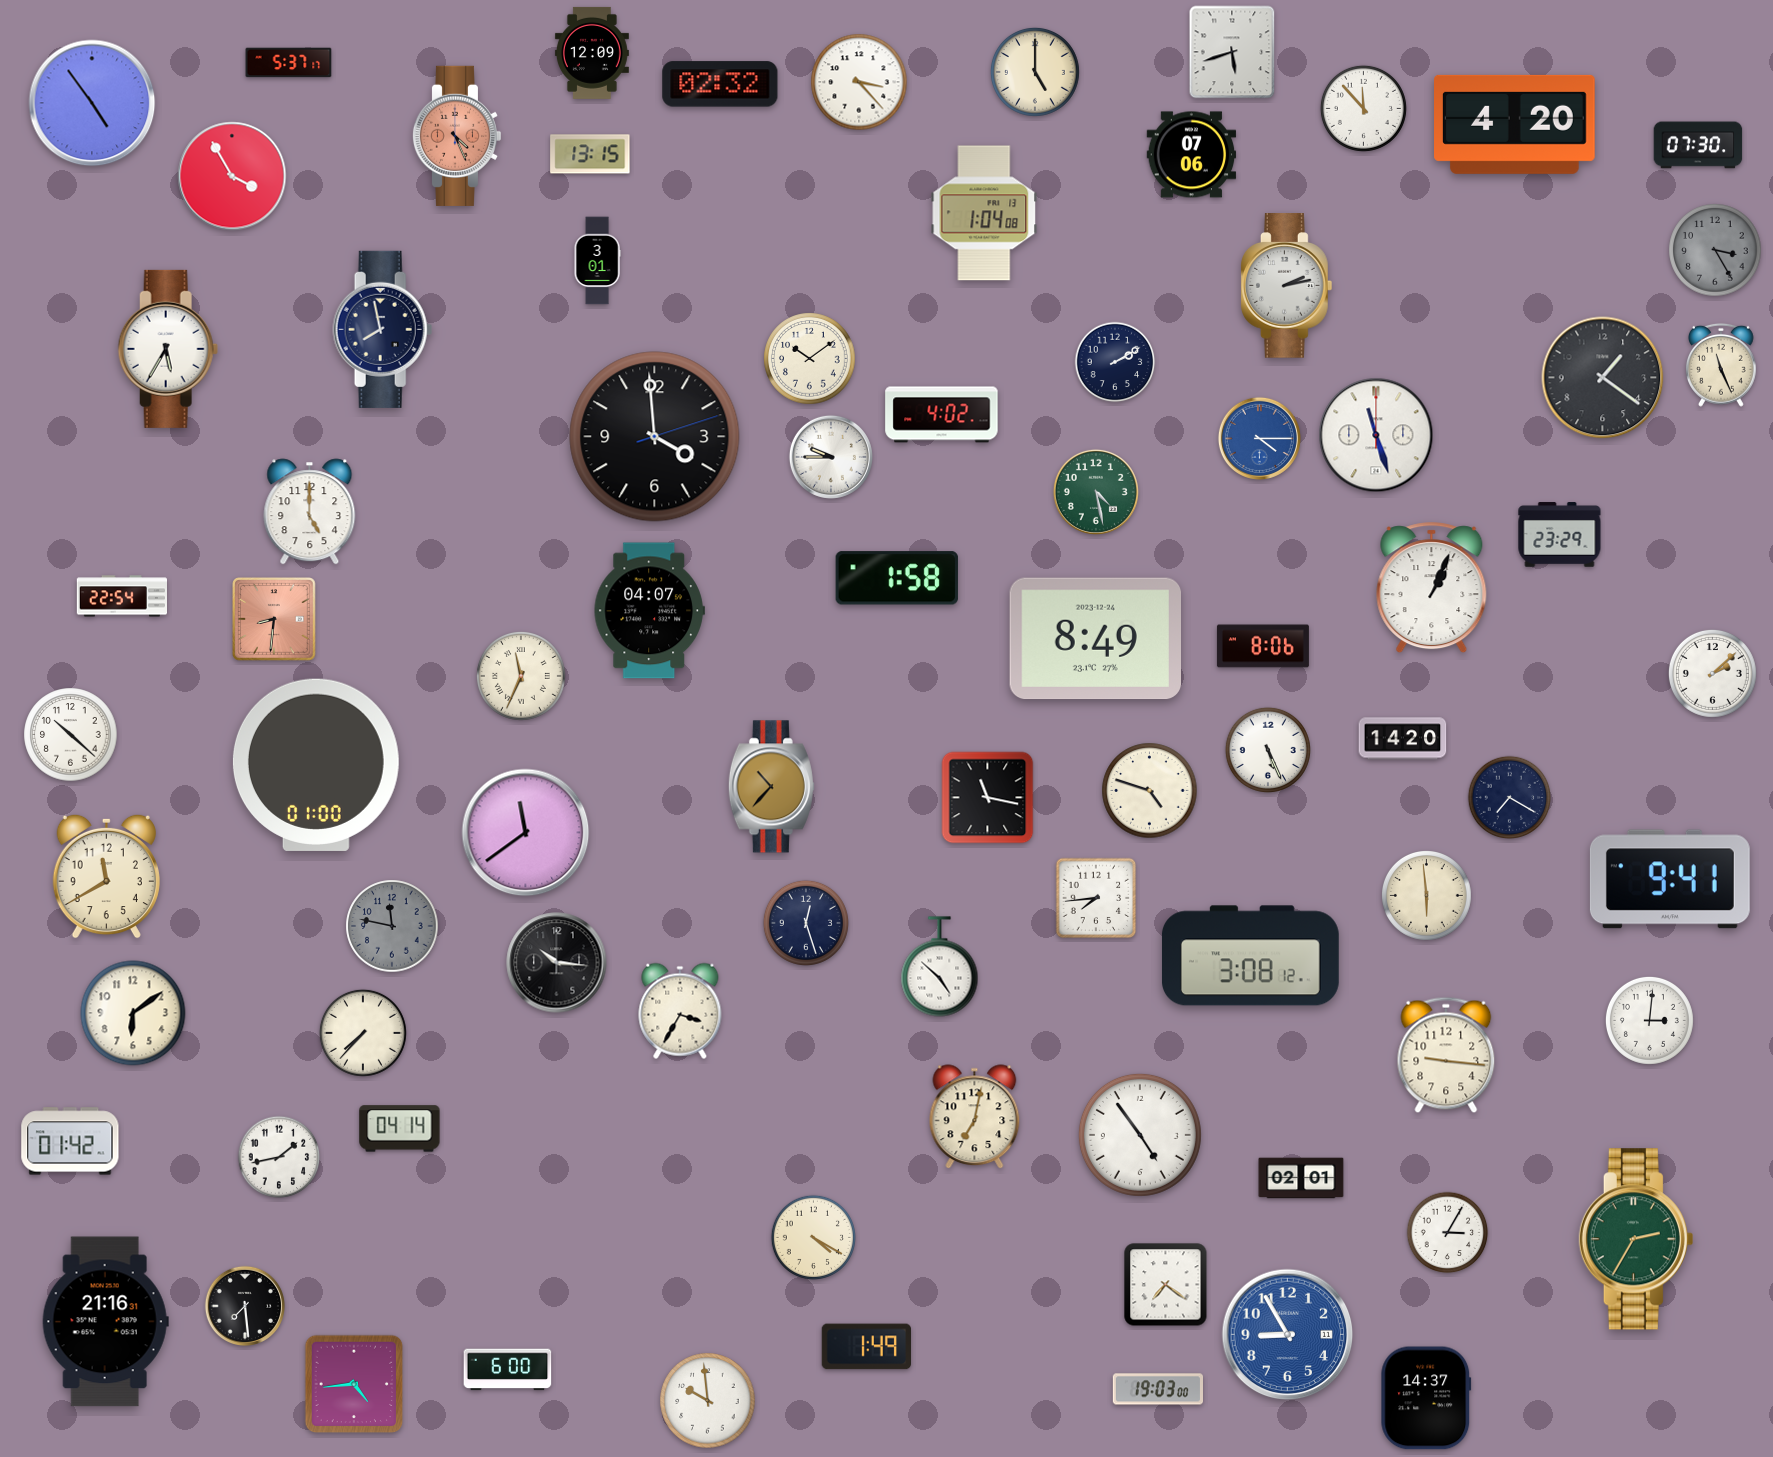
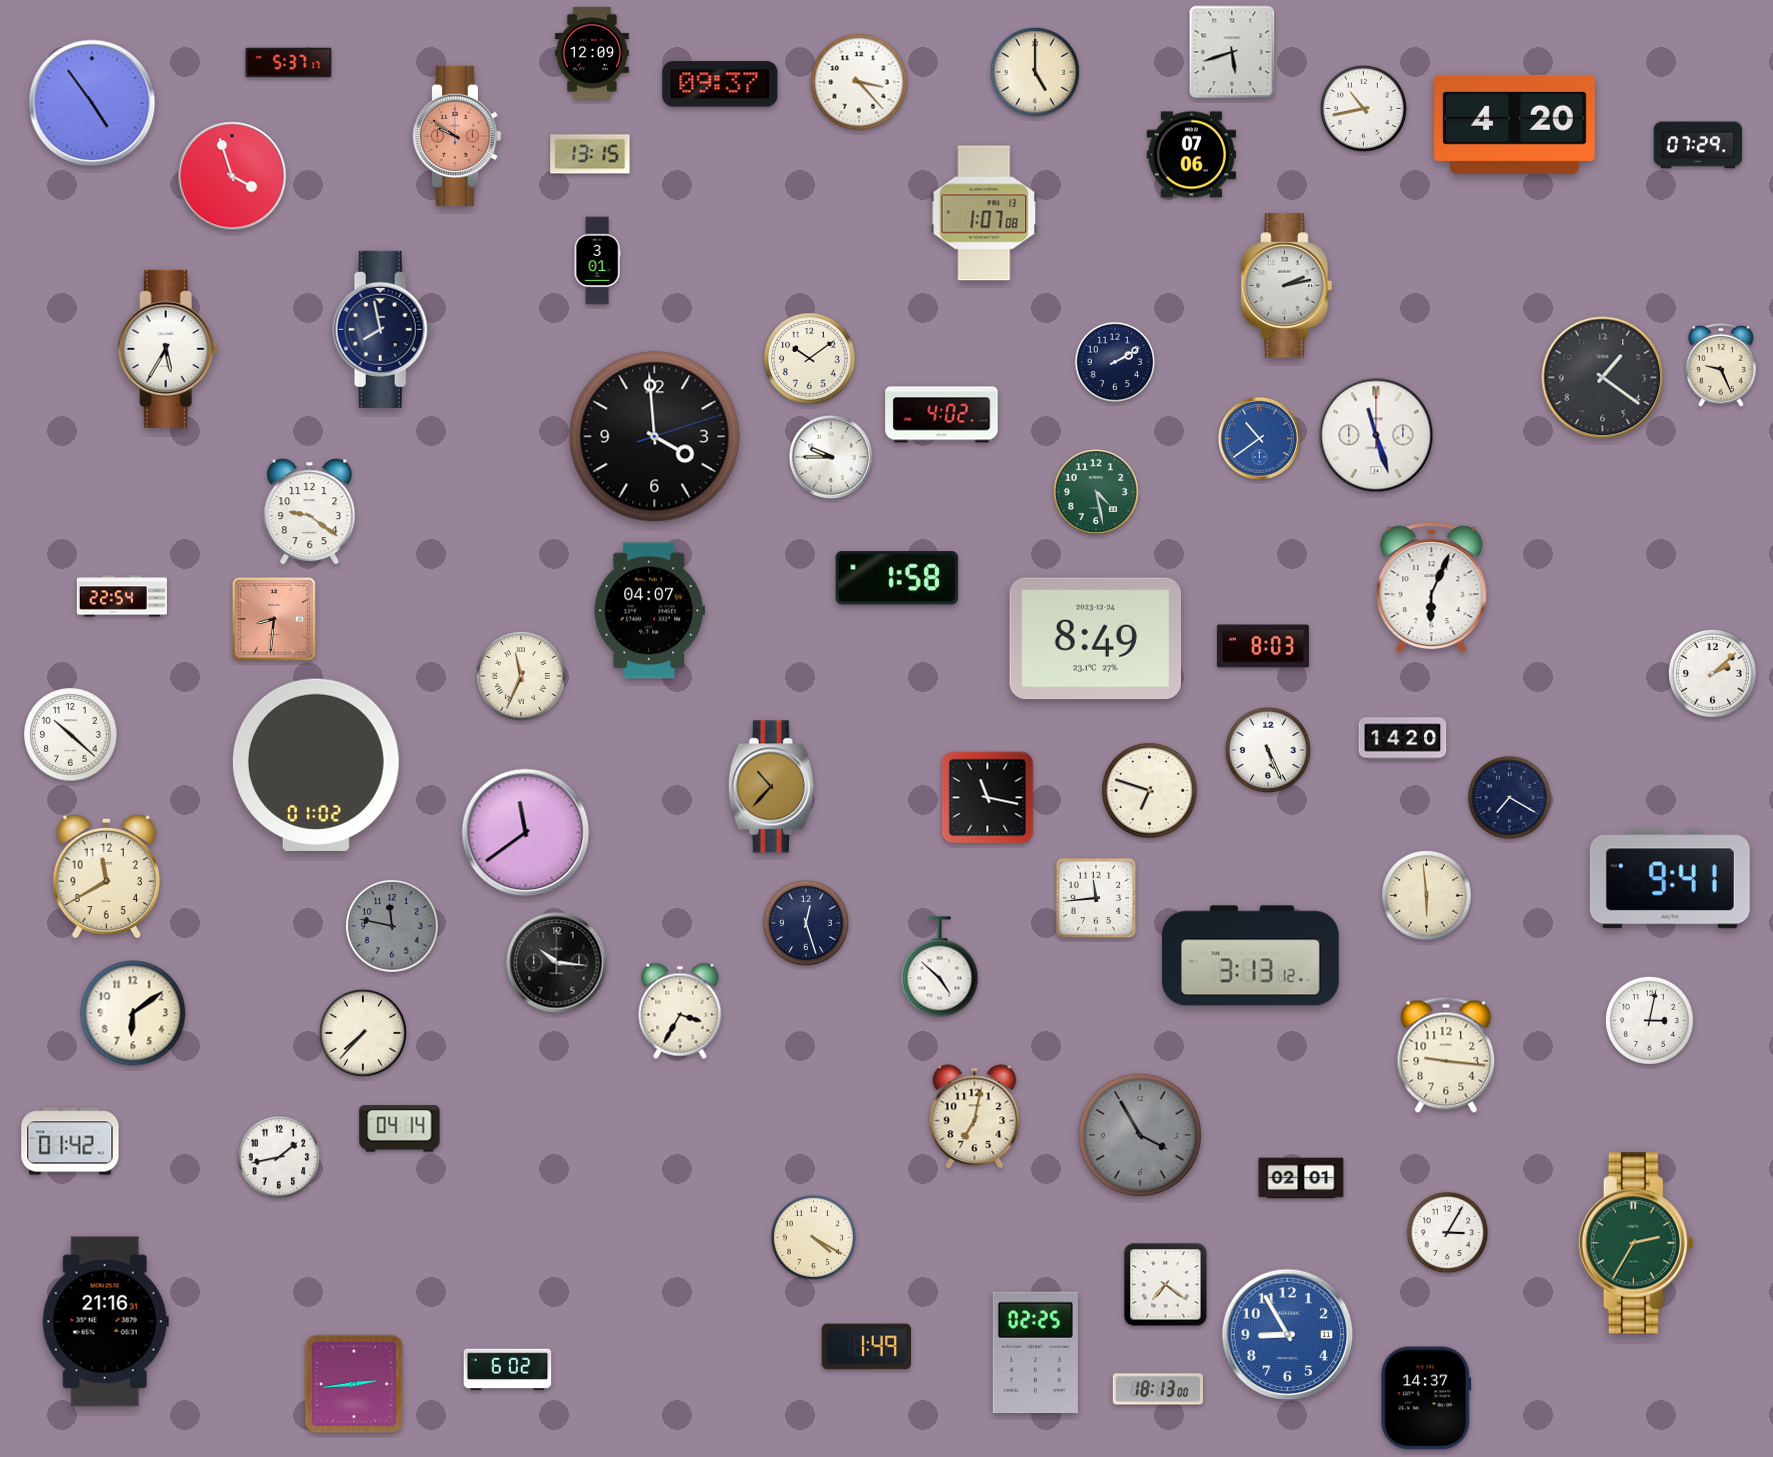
clock at (720, 84): 02:32 -> 09:37
clock at (1363, 108): 11:53 -> 10:43
clock at (456, 136): 4:26 -> 9:51
clock at (1698, 145): 07:30 -> 07:29
clock at (232, 176): 3:55 -> 3:57
clock at (984, 213): 1:04 -> 1:07
clock at (1715, 250): 3:25 -> none
clock at (1721, 365): 11:26 -> 9:26
clock at (1259, 438): 4:15 -> 10:39
clock at (310, 512): 5:00 -> 9:21
clock at (1560, 535): 23:29 -> none
clock at (1432, 588): 1:04 -> 6:04
clock at (1263, 646): 8:06 -> 8:03
clock at (316, 765): 01:00 -> 01:02
clock at (1150, 791): 4:48 -> 6:48
clock at (1096, 898): 7:44 -> 11:44
clock at (1250, 956): 3:08 -> 3:13
clock at (1649, 1020): 3:01 -> 3:02
clock at (1140, 1135): 4:54 -> 3:55
clock at (1140, 1135) dial: white -> grey
clock at (1636, 1239) position: (1636, 1239) -> (1636, 1243)
clock at (244, 1305): 7:29 -> none
clock at (1035, 1353): none -> 02:25
clock at (508, 1370): 6:00 -> 6:02
clock at (354, 1384): 4:44 -> 2:44
clock at (1157, 1389): 19:03 -> 18:13
clock at (708, 1401): 9:59 -> none
